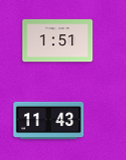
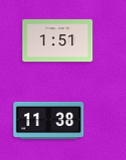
clock at (49, 121): 11:43 -> 11:38
